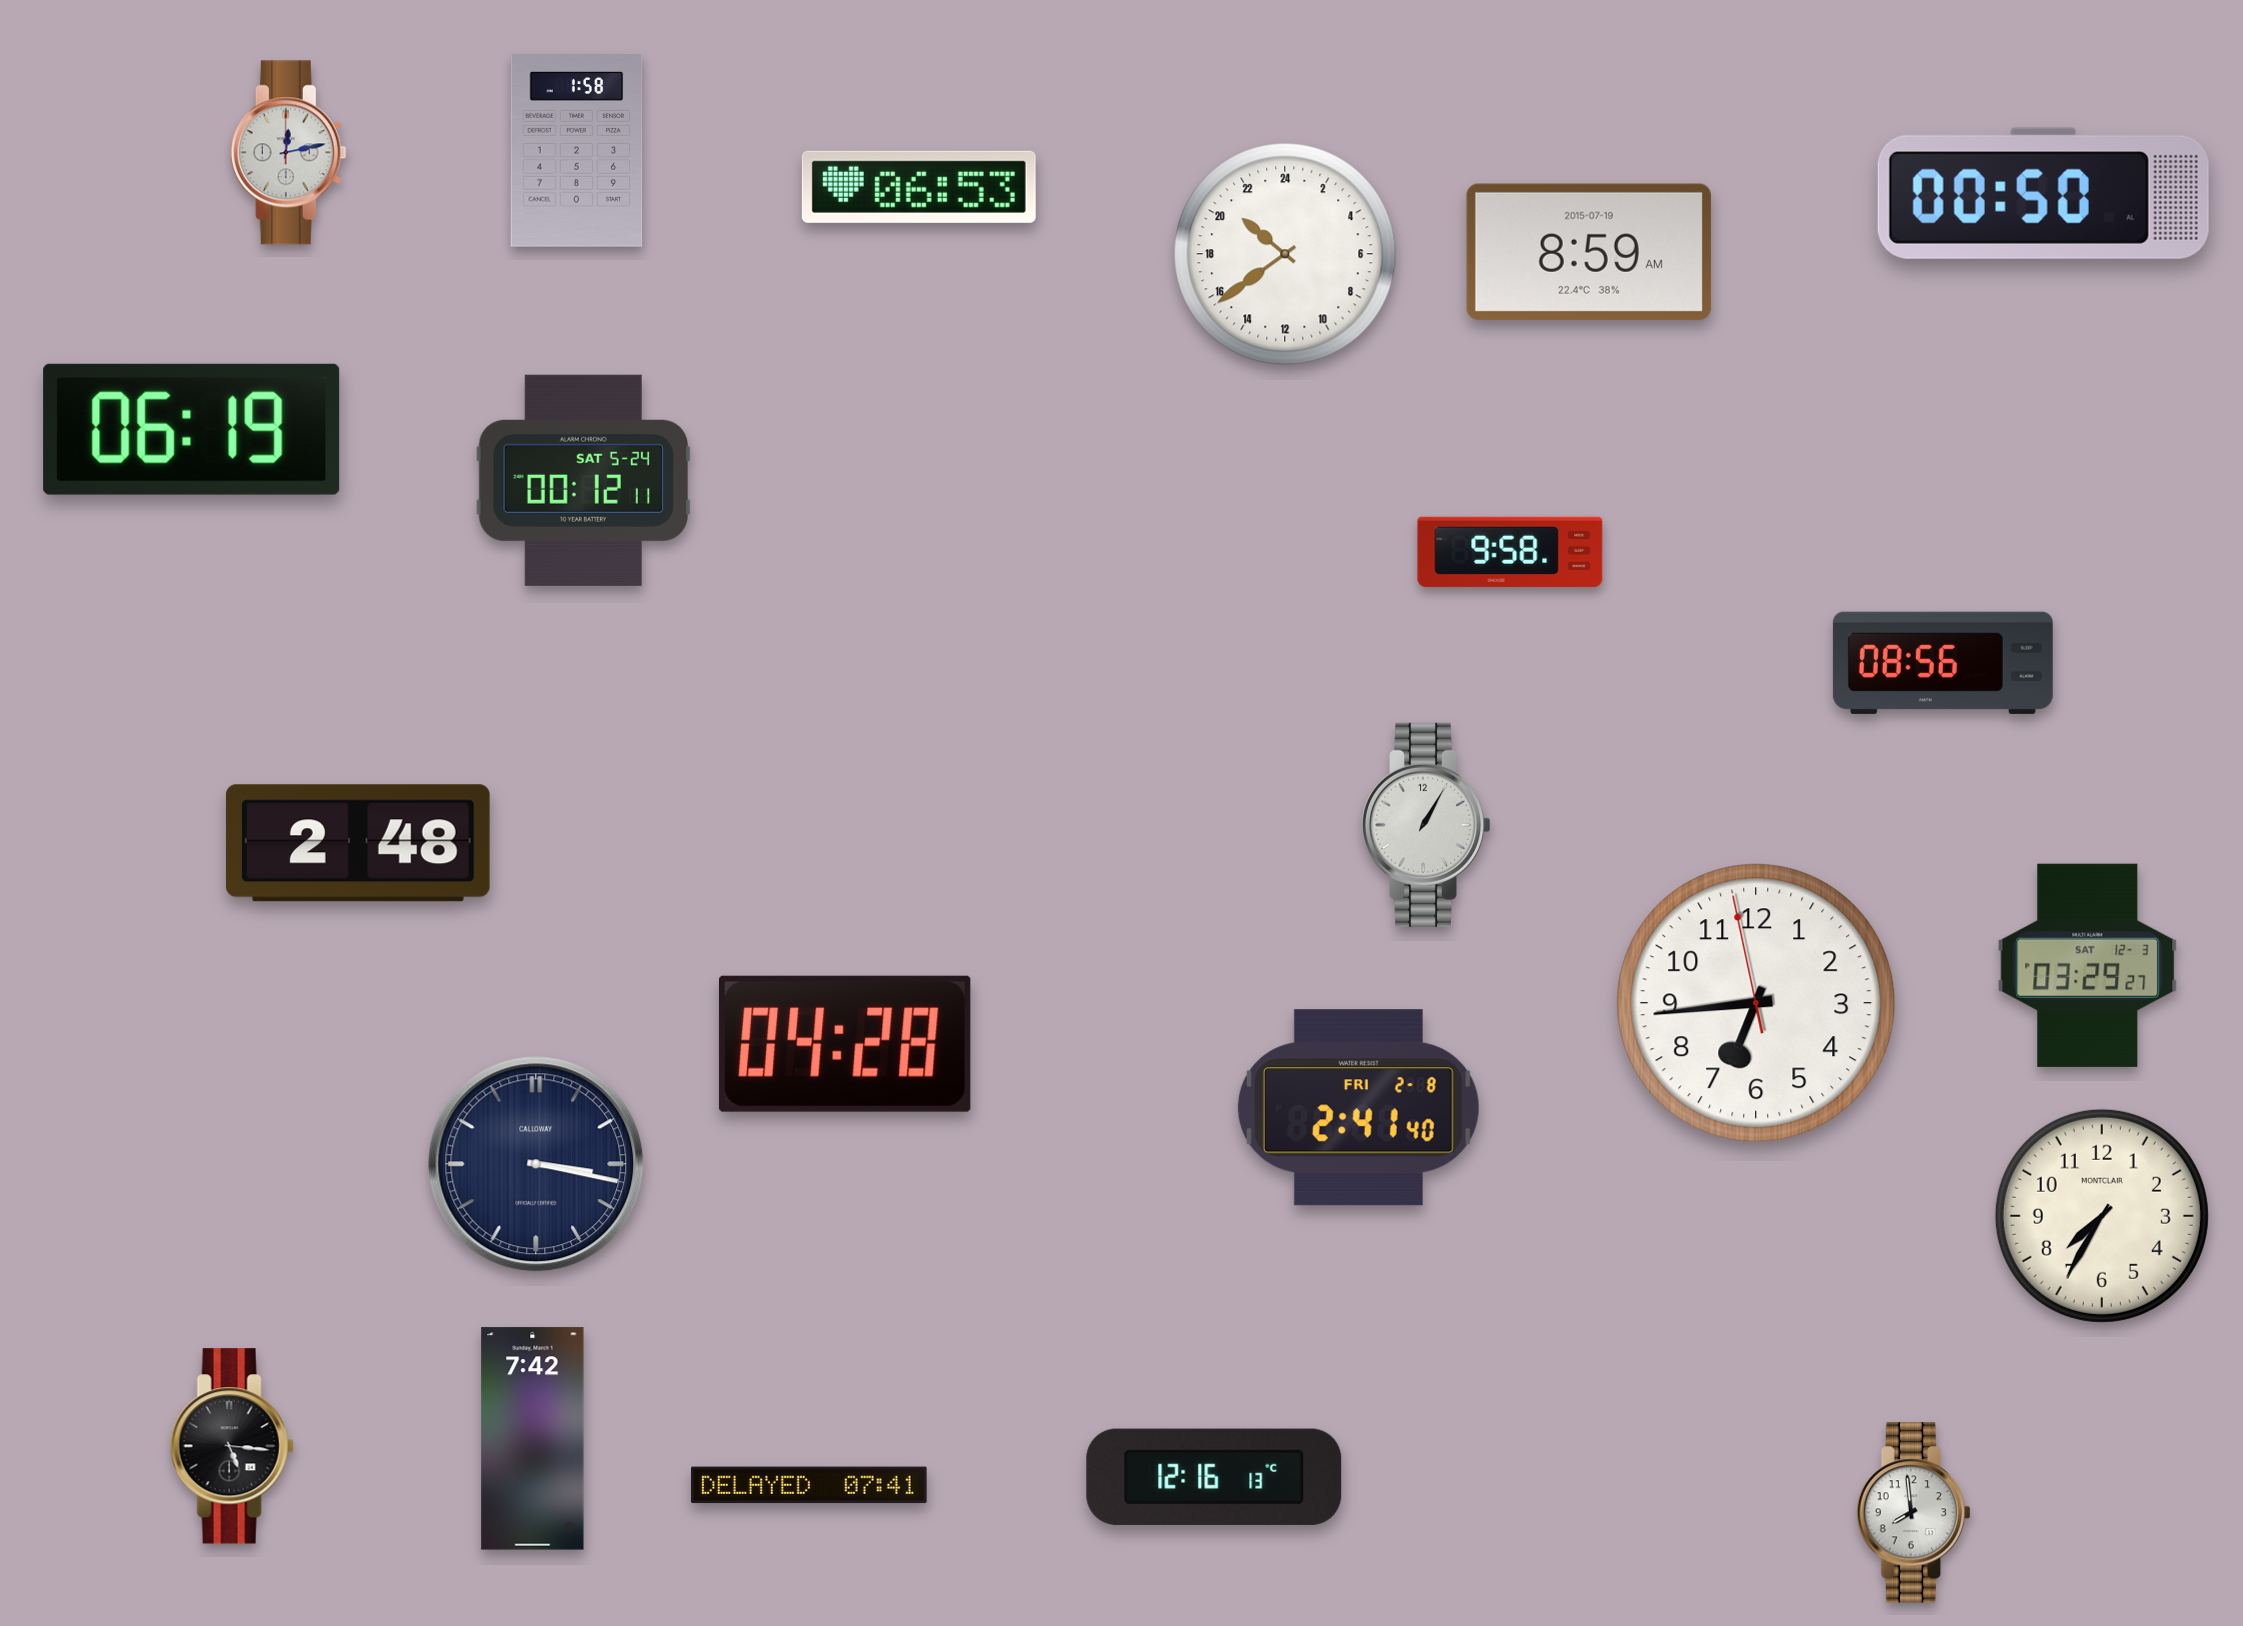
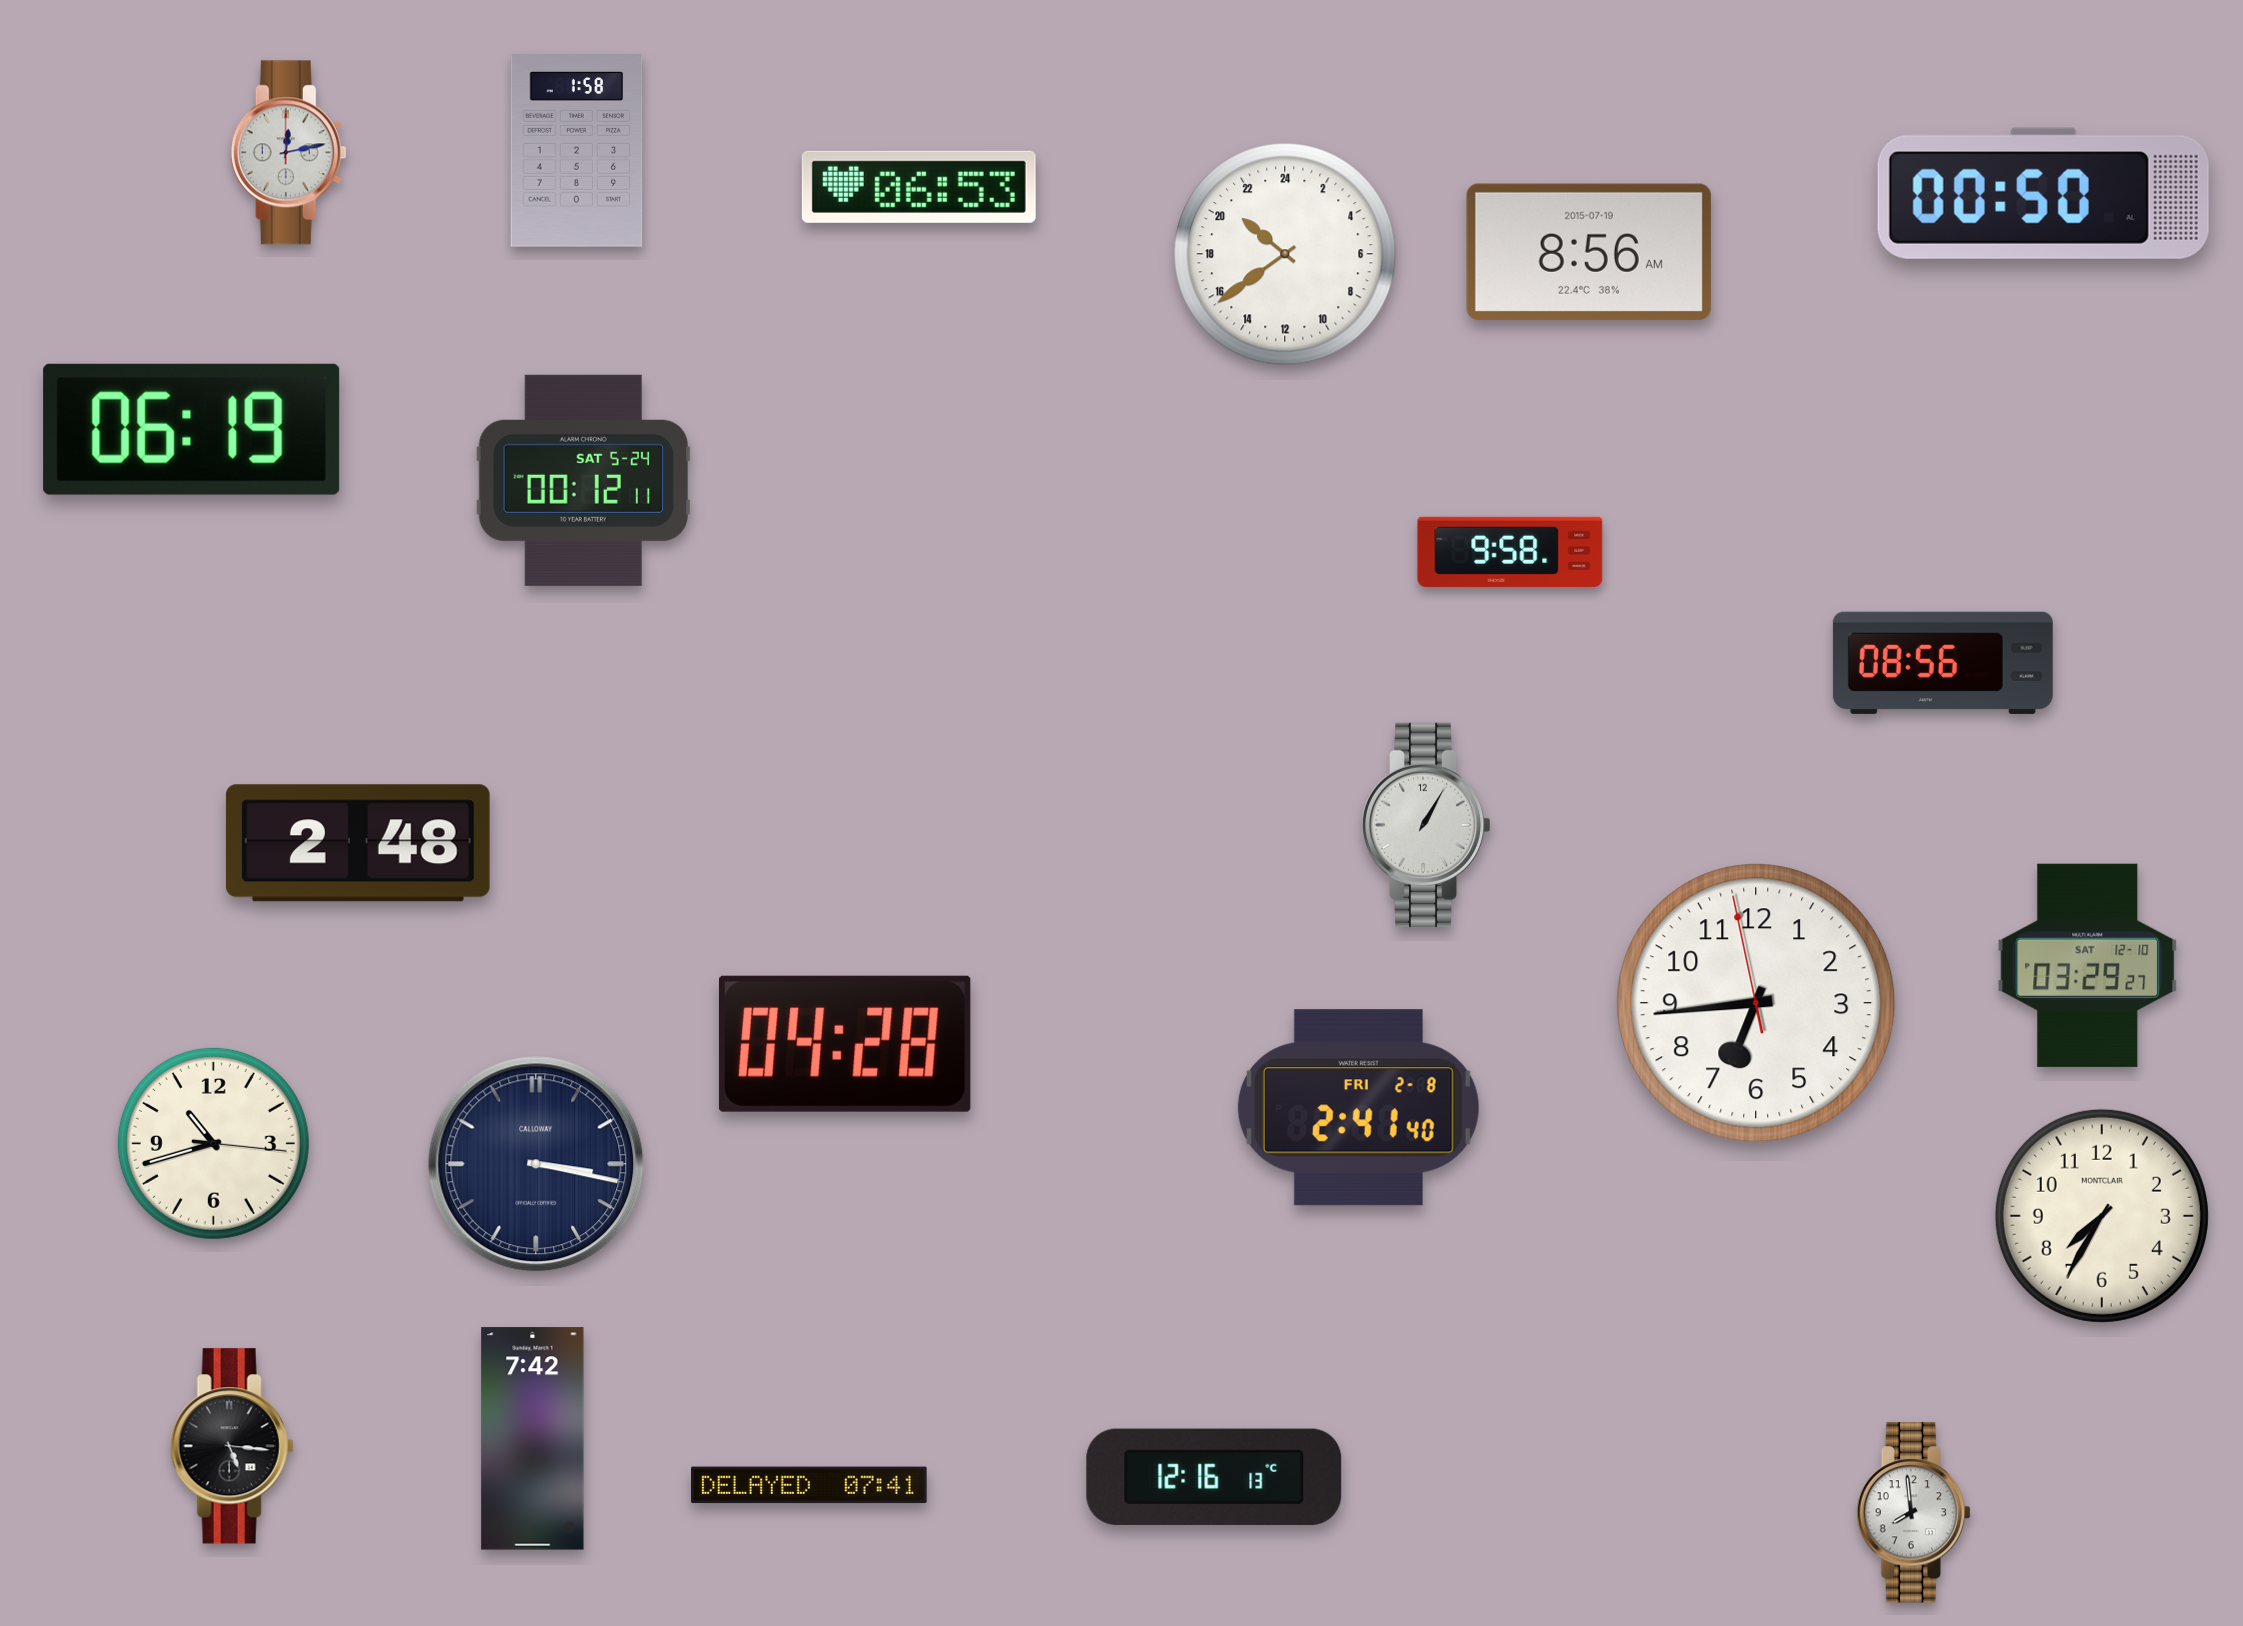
clock at (1589, 252): 8:59 -> 8:56
clock at (2088, 965) date: SAT 12-3 -> SAT 12-10
clock at (213, 1143): none -> 10:42
